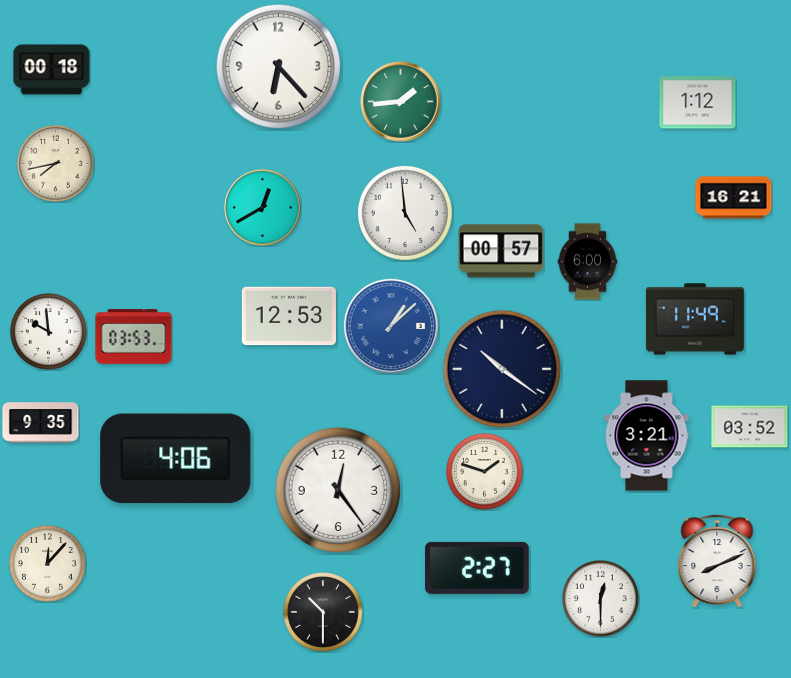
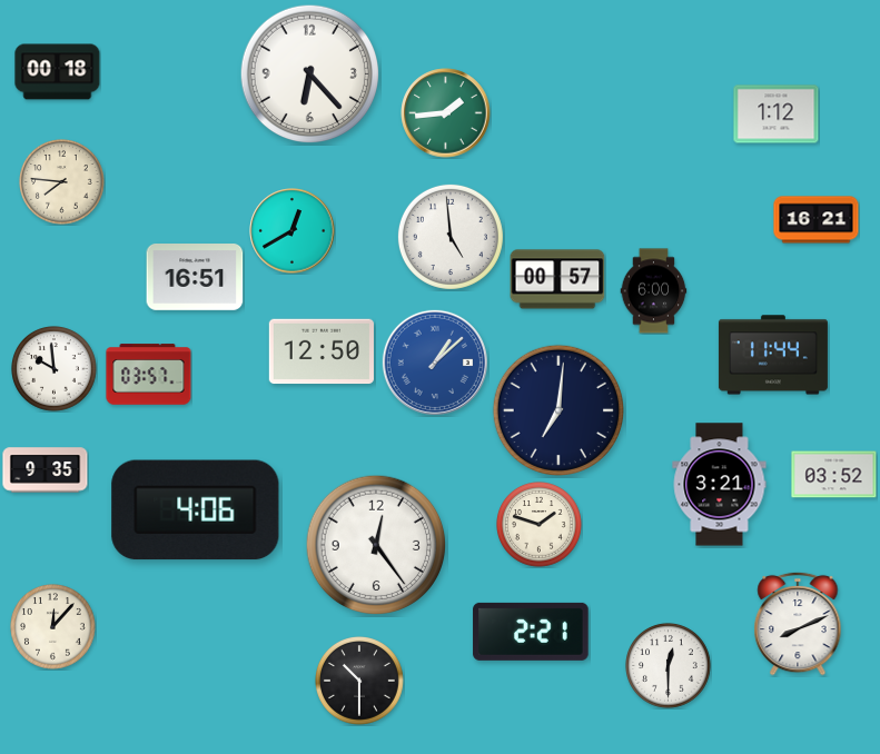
clock at (52, 70) position: (52, 70) -> (58, 72)
clock at (56, 164): 7:43 -> 7:46
clock at (195, 278): none -> 16:51
clock at (289, 316): 12:53 -> 12:50
clock at (695, 319): 11:49 -> 11:44
clock at (134, 337): 03:53 -> 03:57
clock at (501, 368): 10:21 -> 7:01
clock at (477, 568): 2:27 -> 2:21
